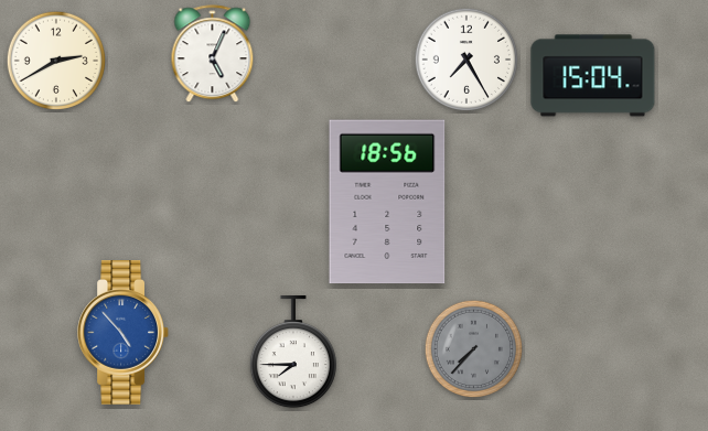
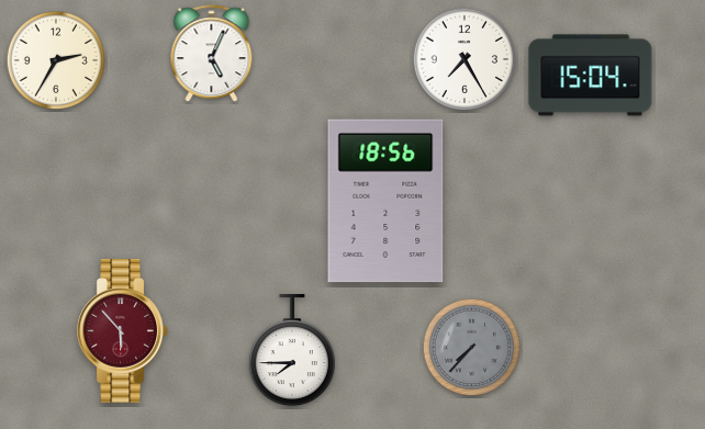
clock at (56, 61): 2:40 -> 2:35
clock at (122, 333): 4:53 -> 5:53
clock at (122, 333) dial: blue -> burgundy
